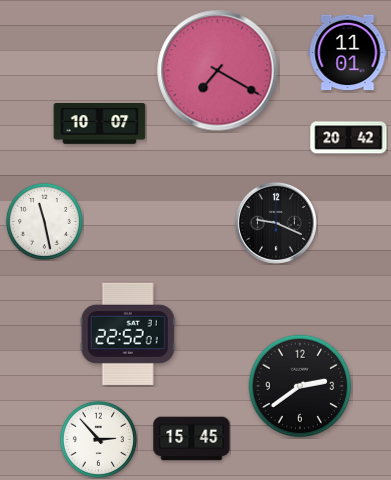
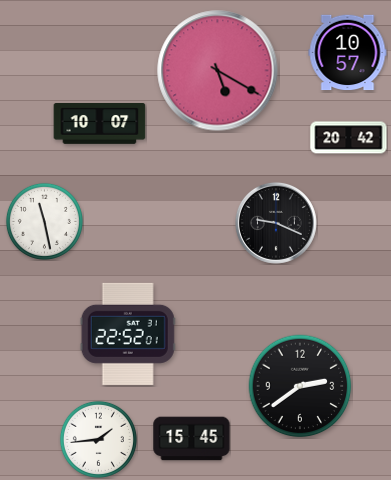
clock at (348, 53): 11:01 -> 10:57
clock at (218, 71): 7:20 -> 5:20
clock at (98, 439): 2:53 -> 1:44
